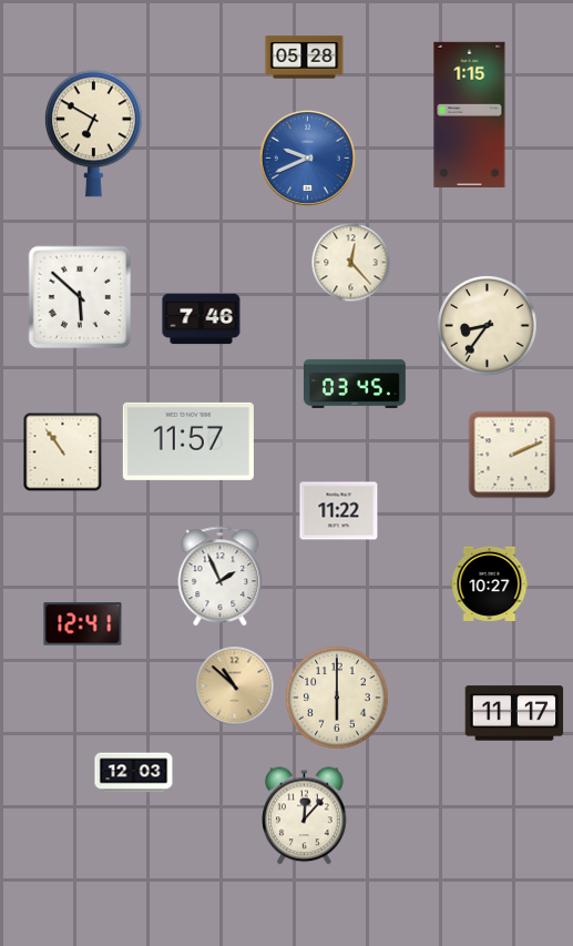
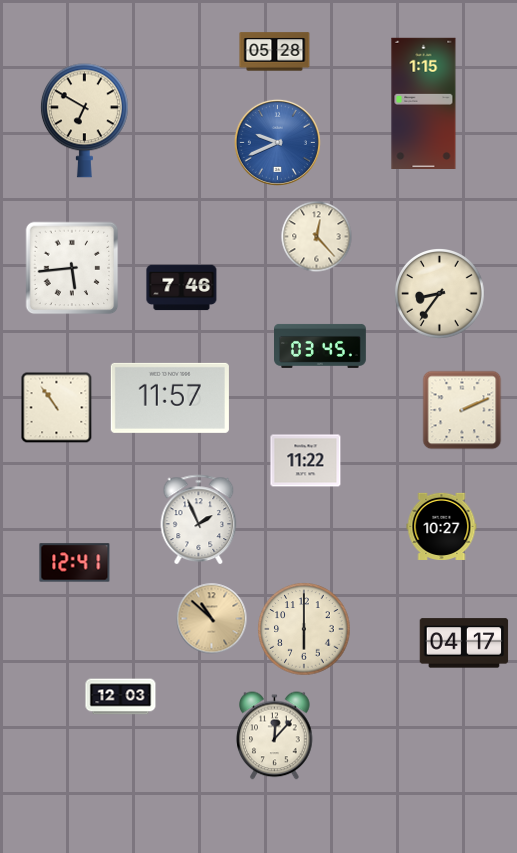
clock at (80, 297): 5:52 -> 5:44
clock at (514, 713): 11:17 -> 04:17
